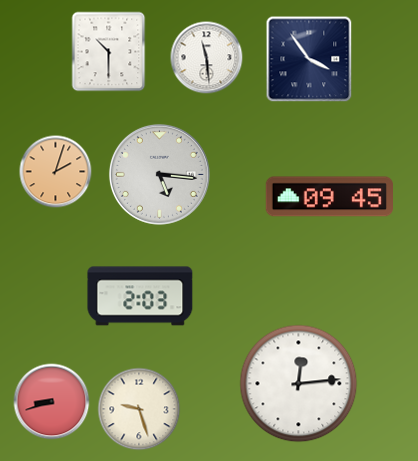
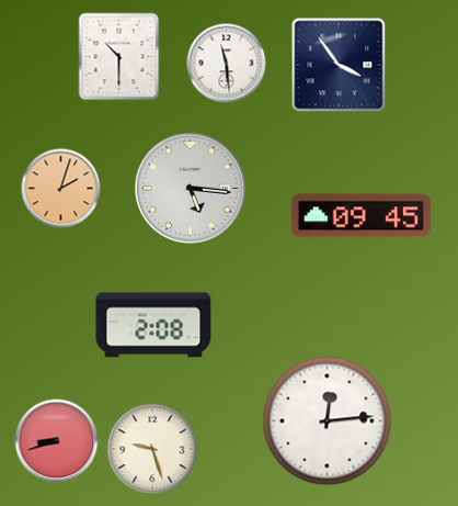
clock at (159, 174) position: (159, 174) -> (190, 188)
clock at (140, 296): 2:03 -> 2:08
